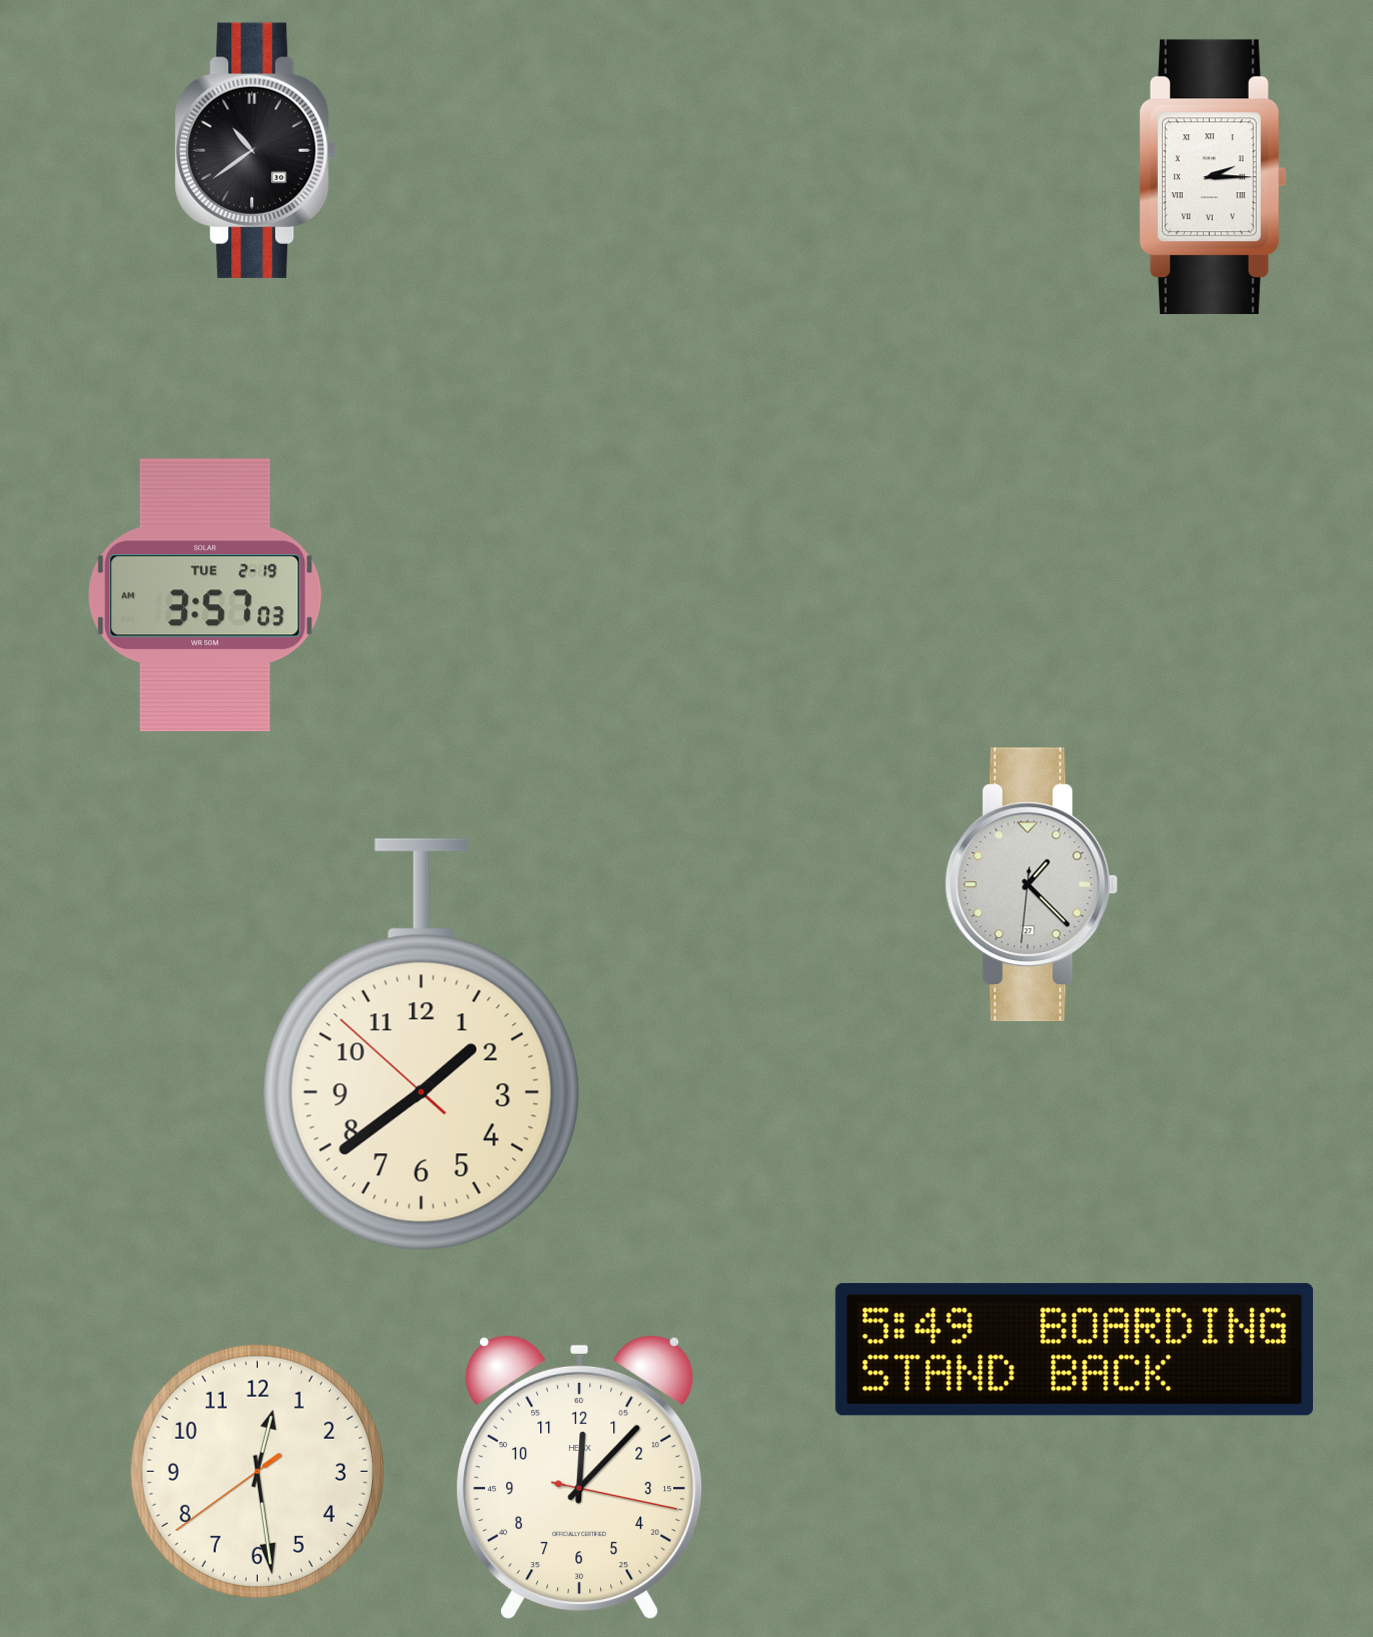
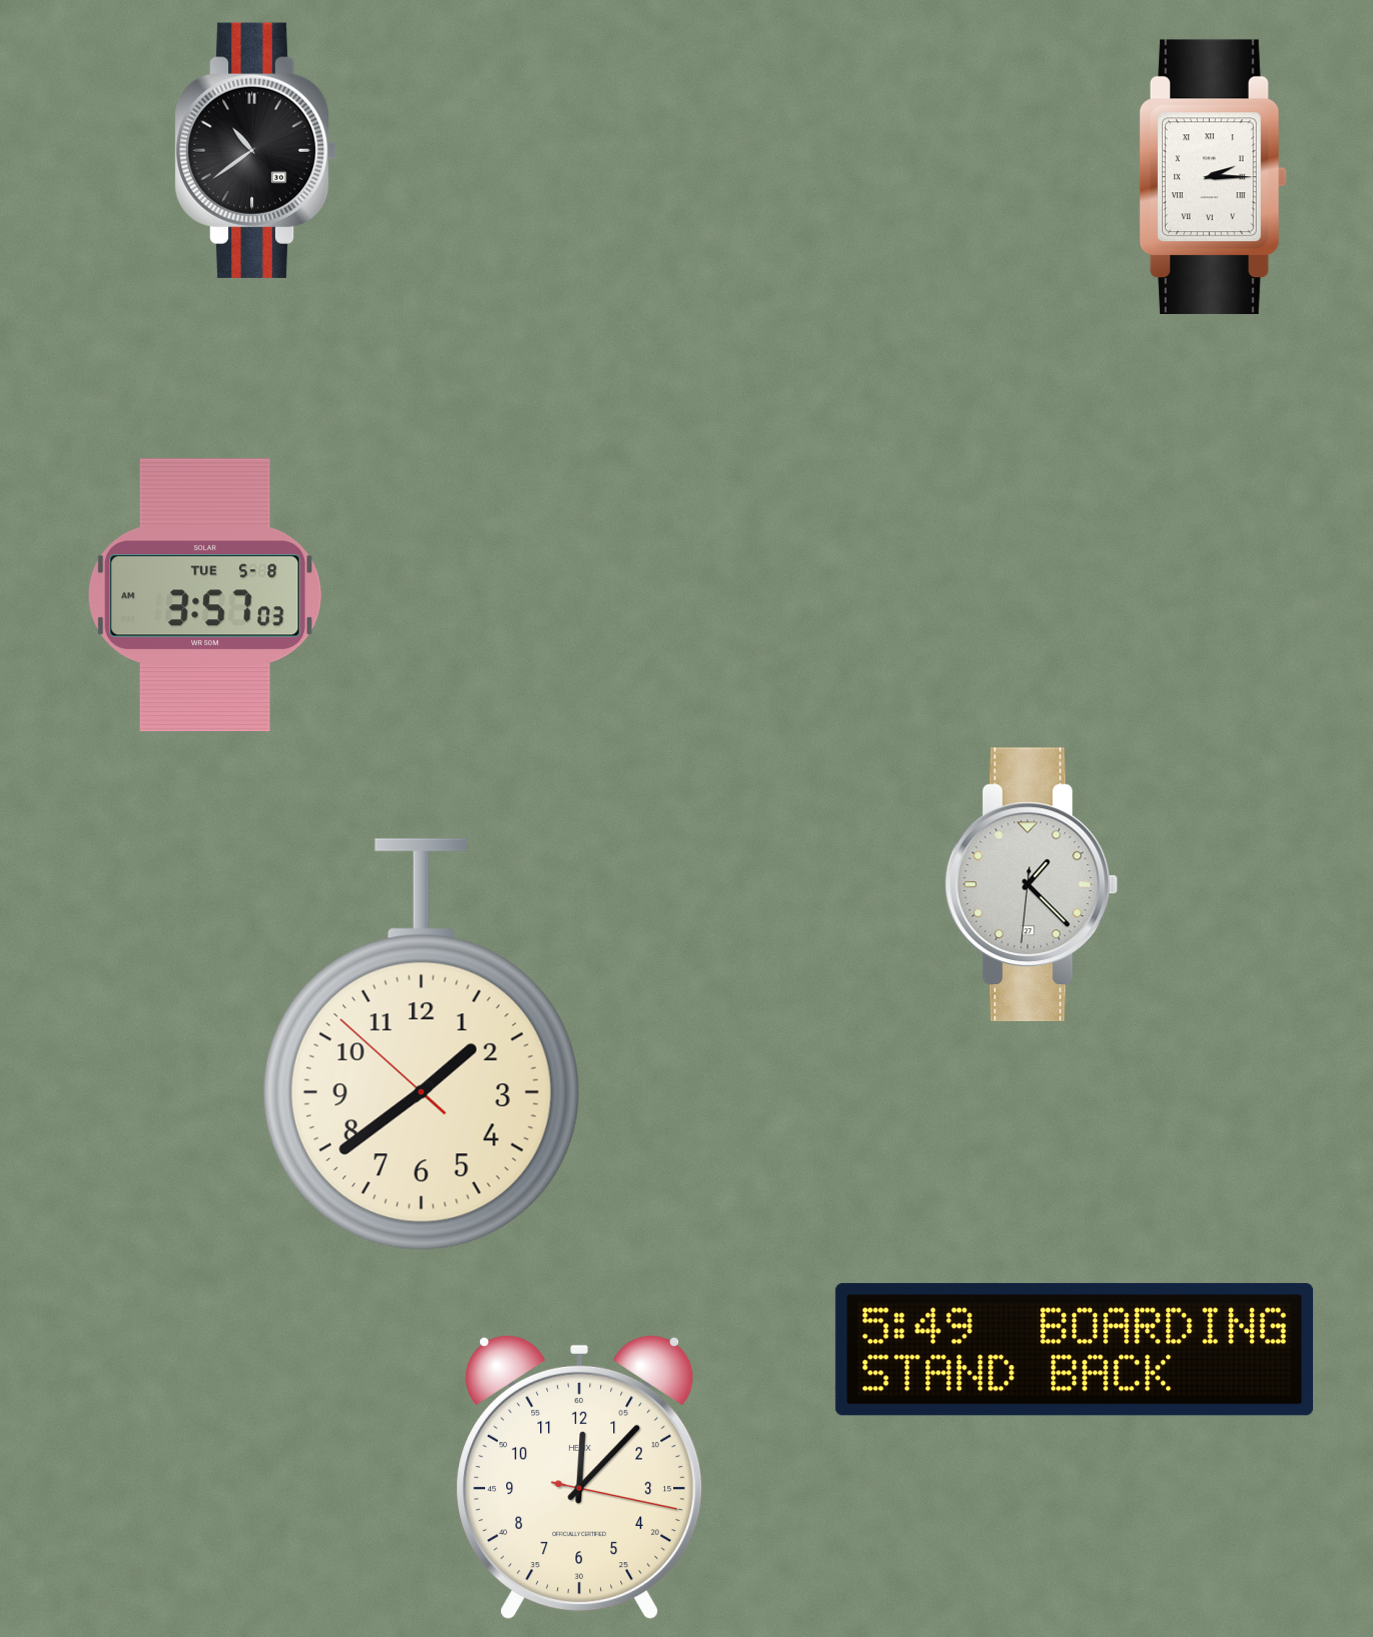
clock at (205, 595) date: TUE 2-19 -> TUE 5-8
clock at (257, 1471): 12:28 -> none
